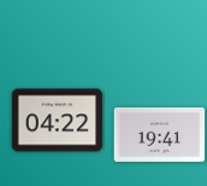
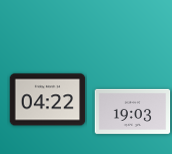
clock at (160, 134): 19:41 -> 19:03
